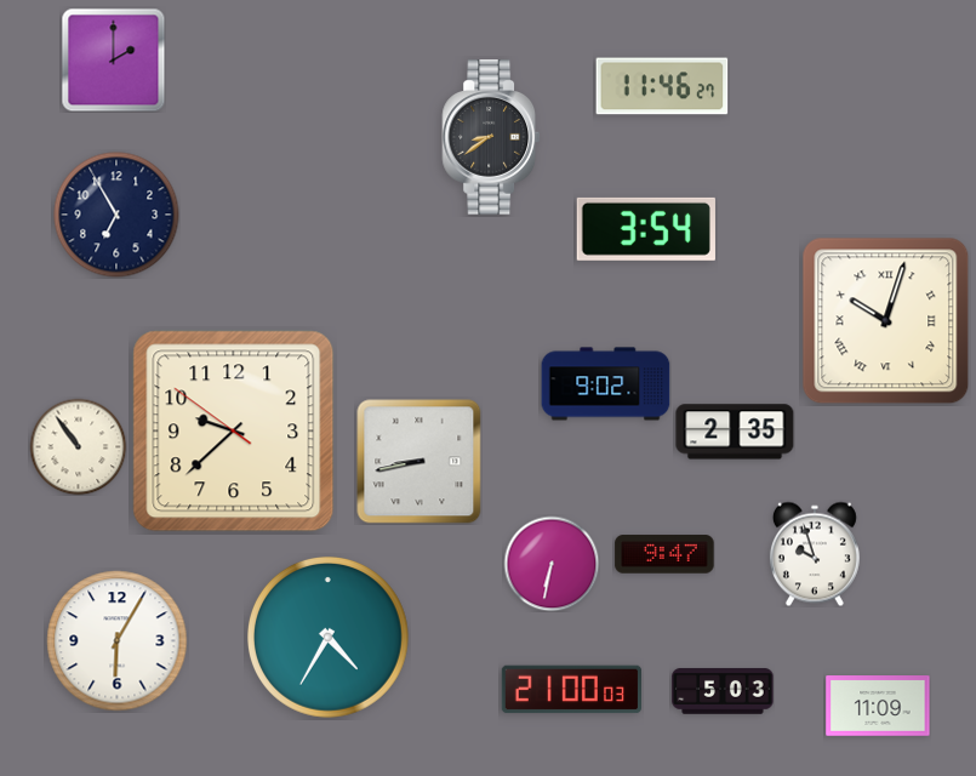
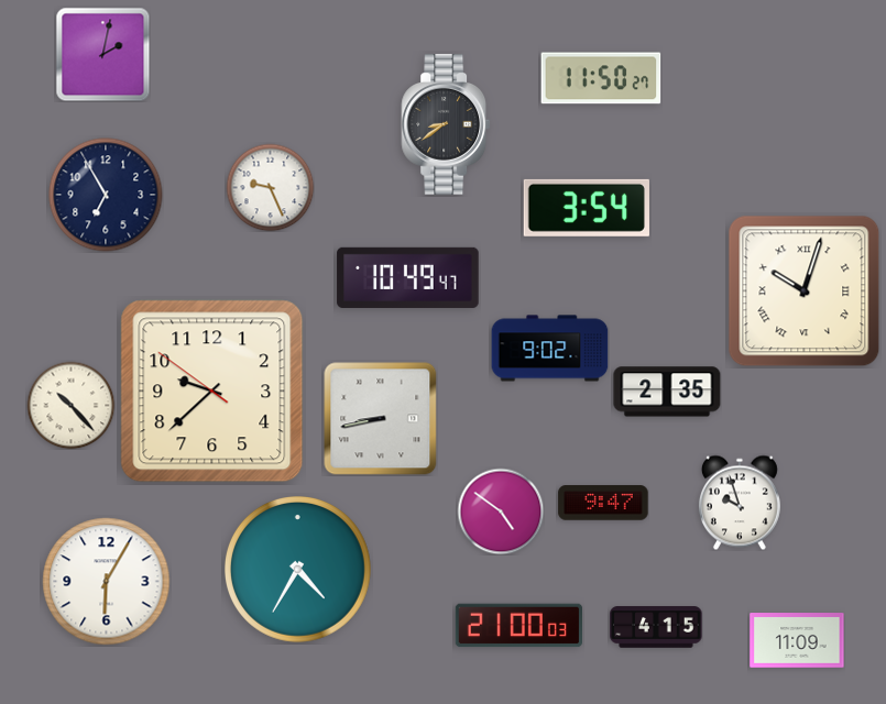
clock at (113, 59): 2:00 -> 2:02
clock at (662, 86): 11:46 -> 11:50
clock at (270, 187): none -> 9:26
clock at (408, 277): none -> 10:49
clock at (78, 446): 10:54 -> 10:23
clock at (552, 564): 6:32 -> 4:51
clock at (329, 638) position: (329, 638) -> (298, 570)
clock at (723, 691): 5:03 -> 4:15
